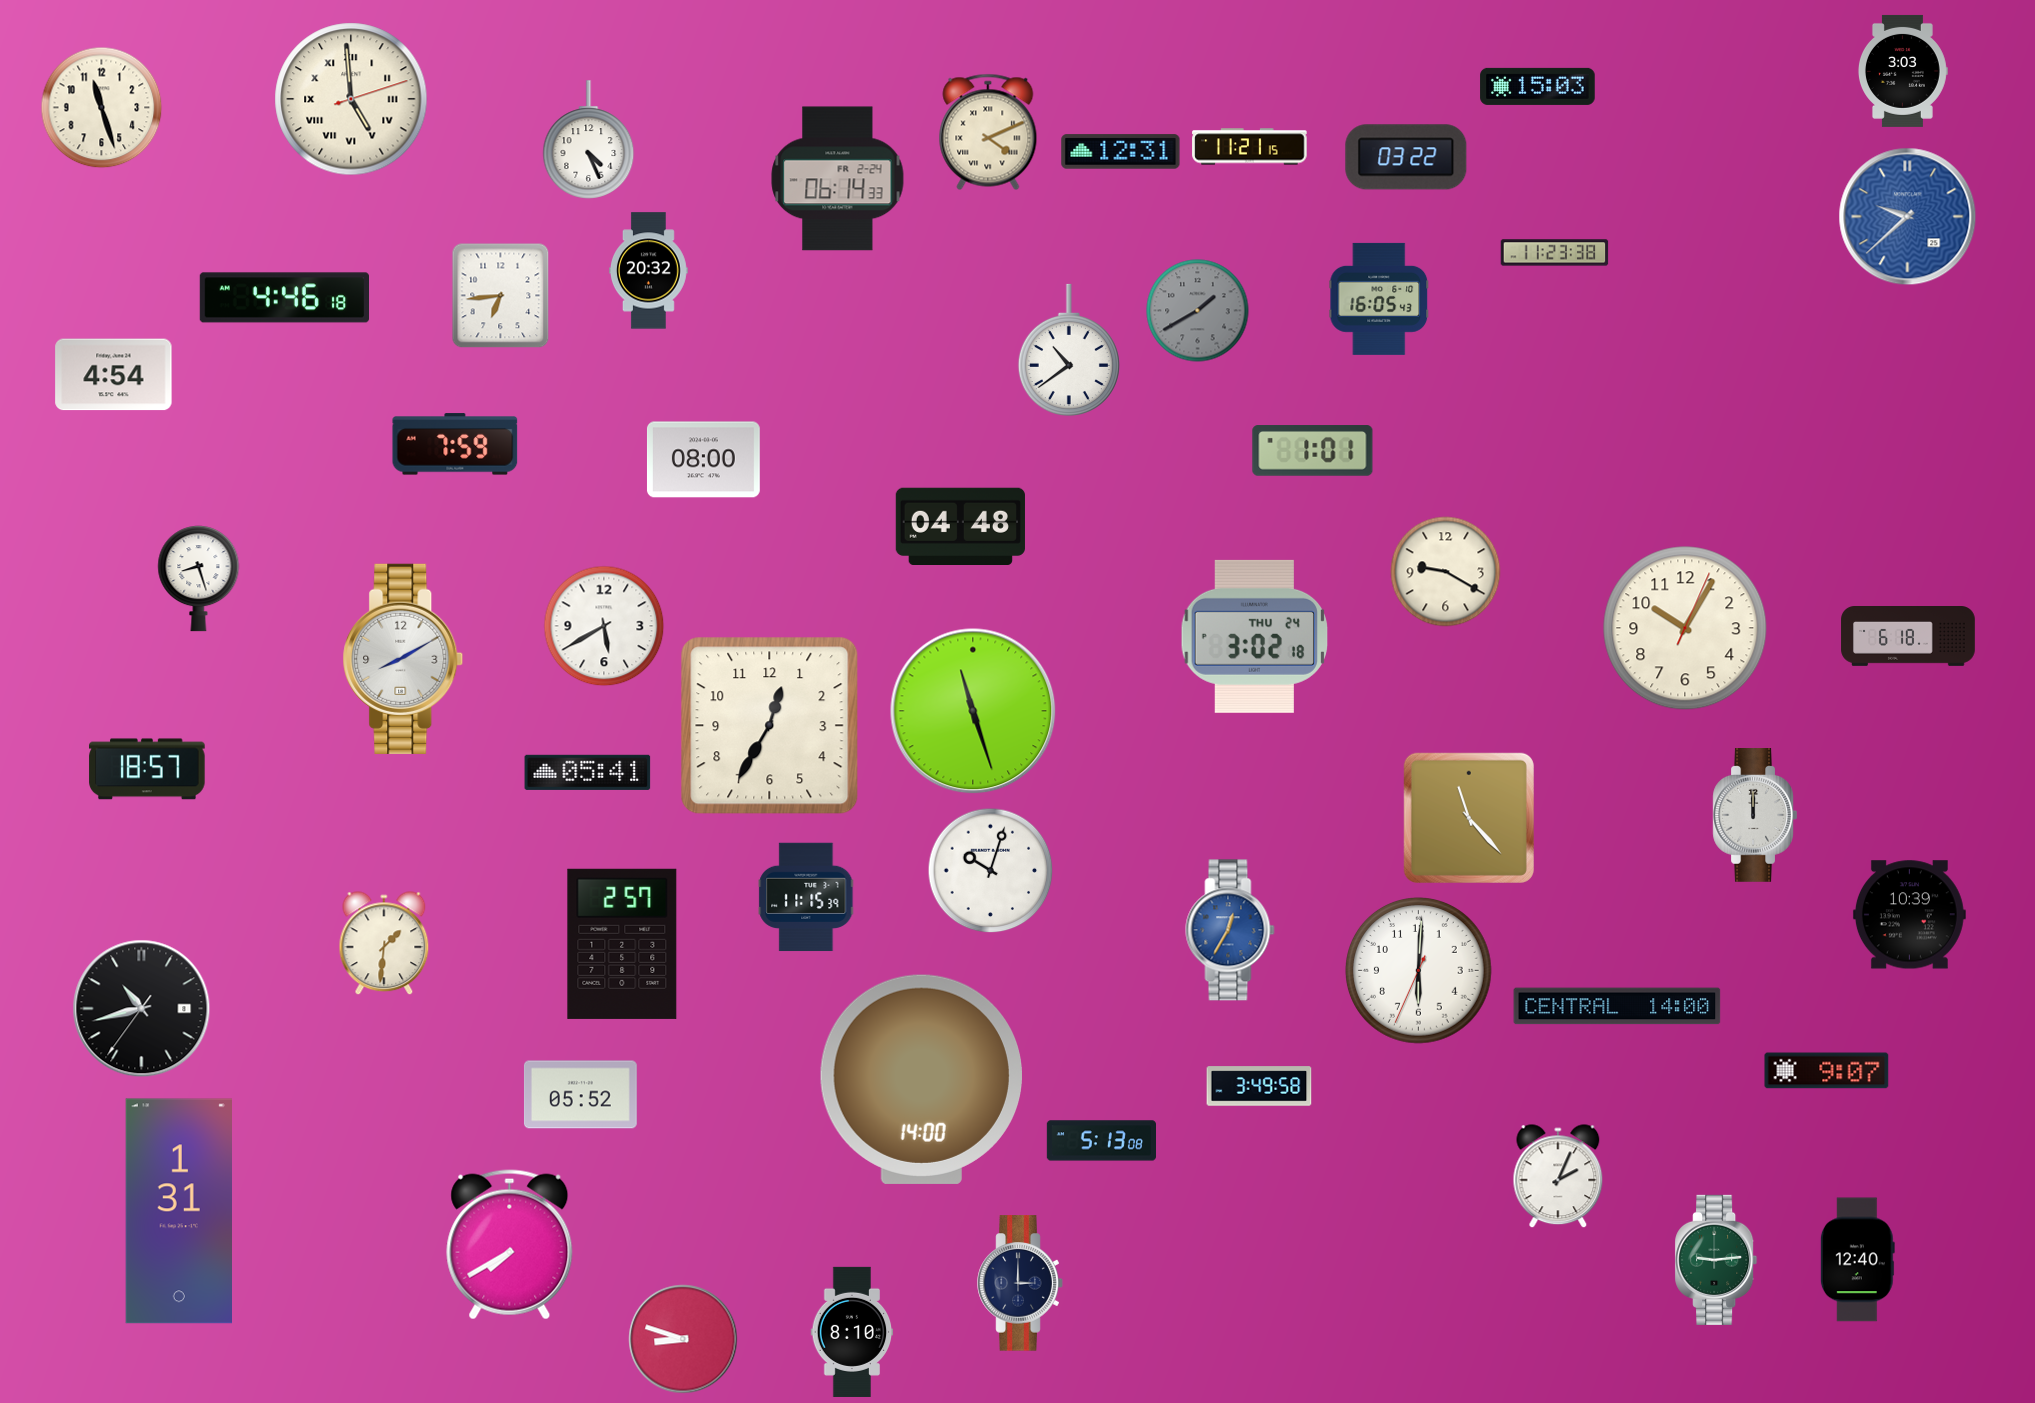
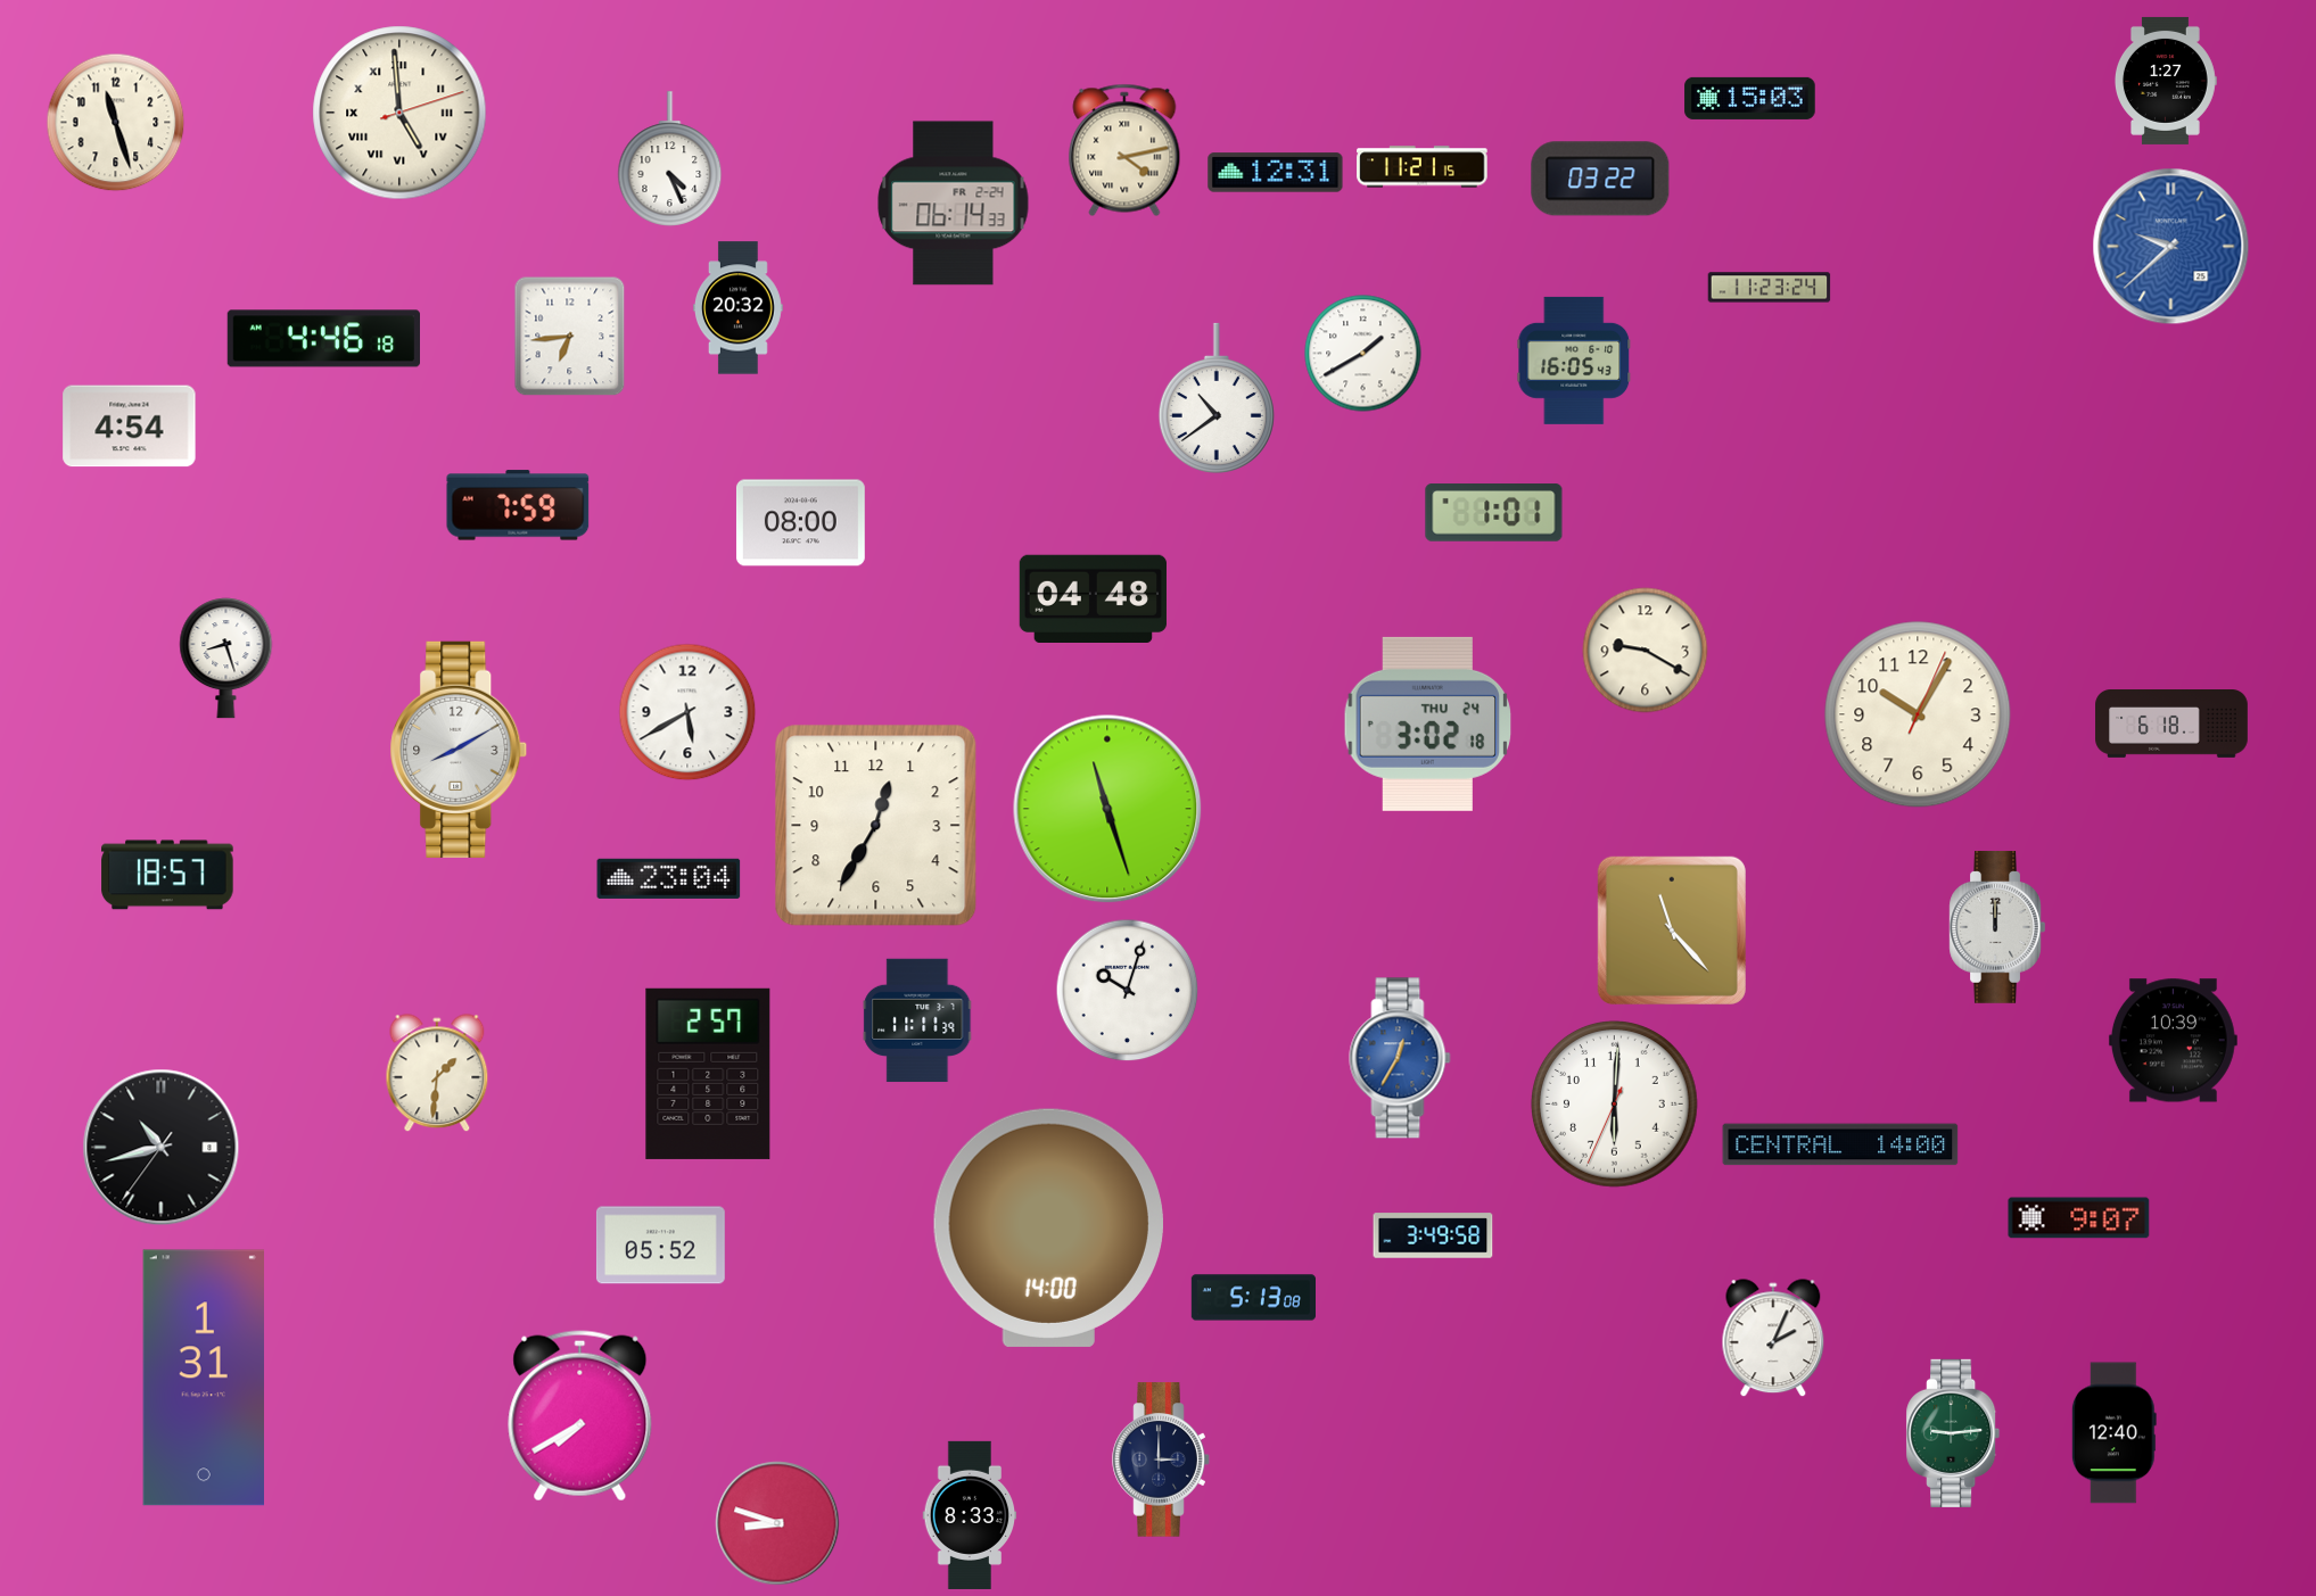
clock at (1902, 71): 3:03 -> 1:27
clock at (988, 132): 4:11 -> 4:13
clock at (1555, 253): 11:23:38 -> 11:23:24
clock at (1379, 299) position: (1379, 299) -> (1574, 361)
clock at (1198, 311) dial: grey -> white
clock at (588, 772): 05:41 -> 23:04
clock at (806, 897): 11:15 -> 11:11
clock at (852, 1332): 8:10 -> 8:33
